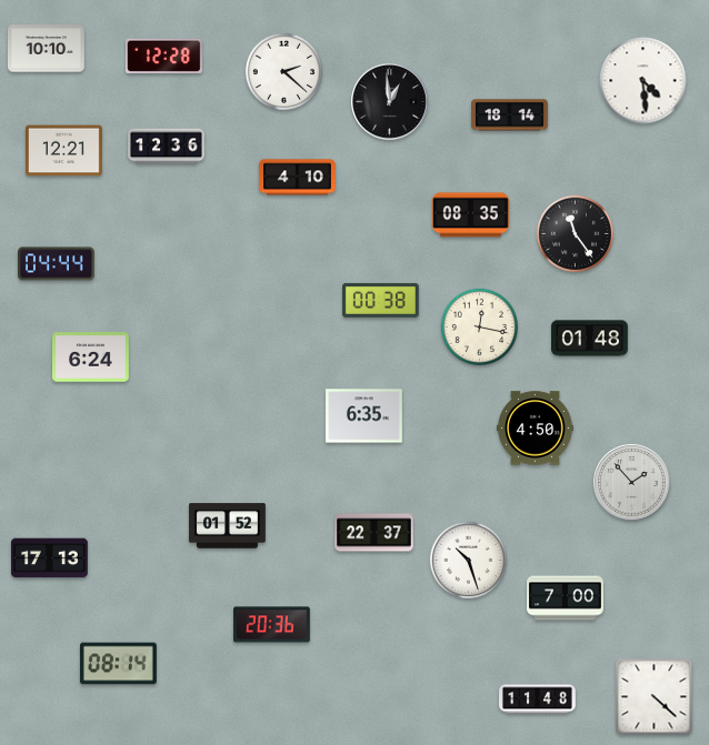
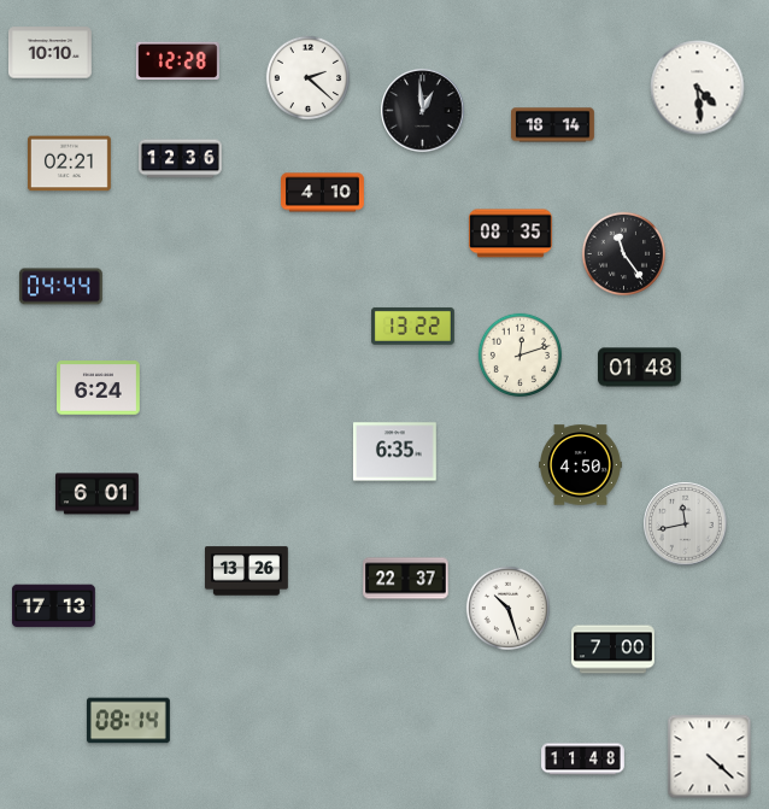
clock at (63, 151): 12:21 -> 02:21
clock at (381, 300): 00:38 -> 13:22
clock at (479, 326): 12:17 -> 12:12
clock at (98, 494): none -> 6:01
clock at (632, 483): 1:53 -> 11:43
clock at (228, 526): 01:52 -> 13:26
clock at (271, 625): 20:36 -> none
